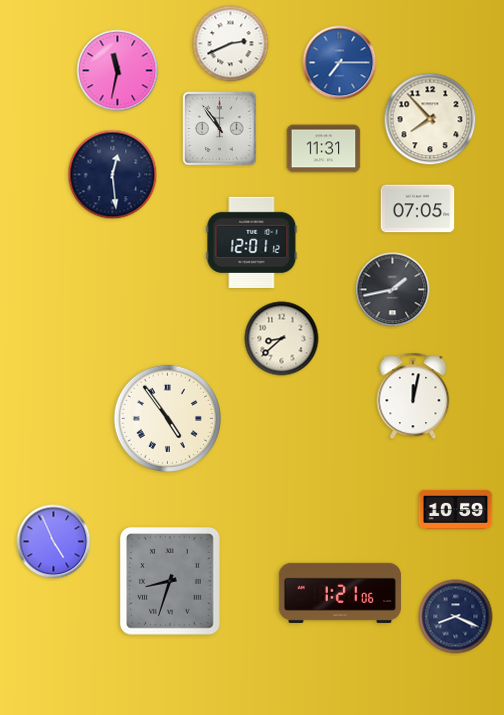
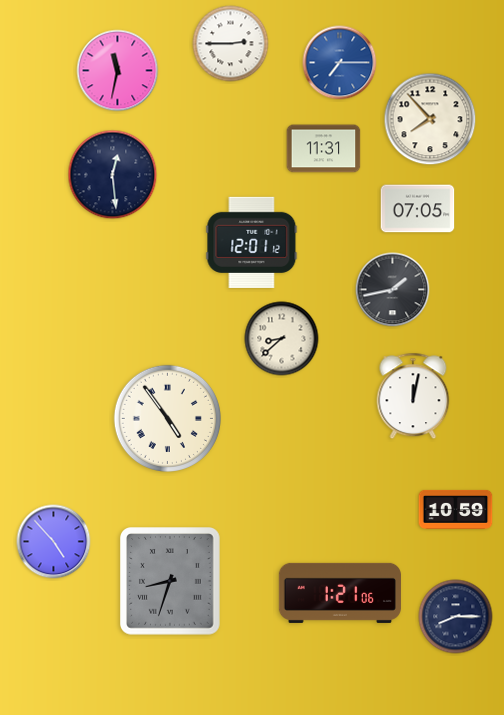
clock at (231, 44): 2:41 -> 2:45
clock at (220, 129): 10:54 -> none
clock at (54, 542): 4:56 -> 4:53
clock at (456, 617): 8:19 -> 8:15
